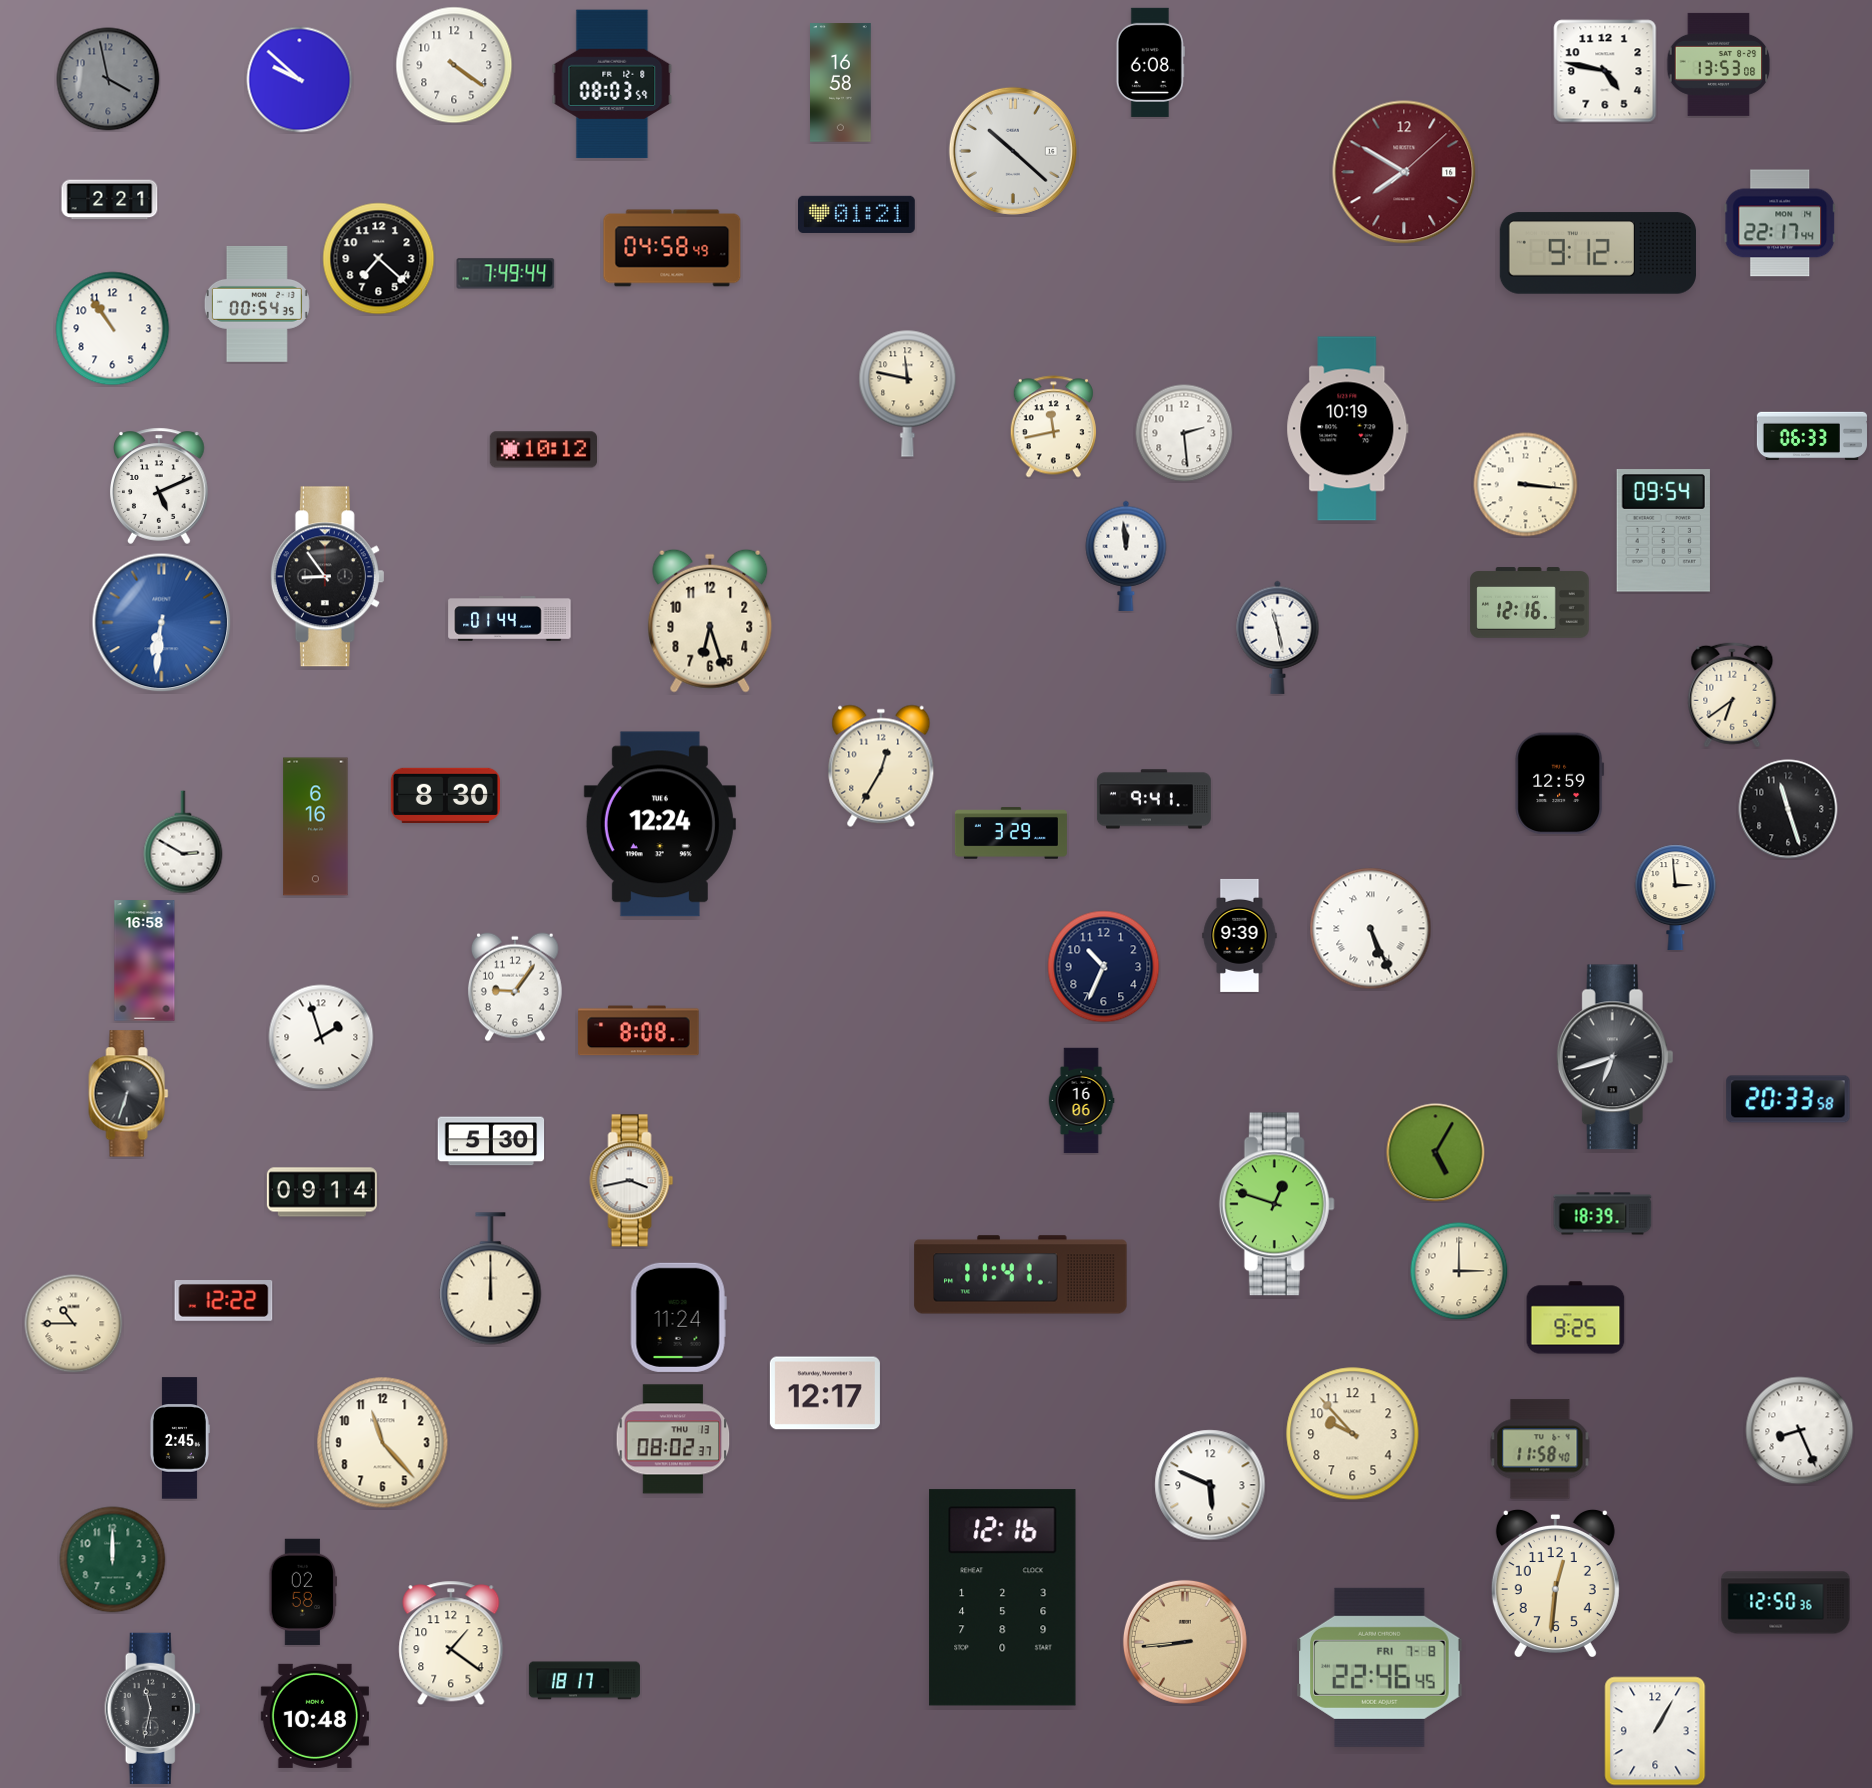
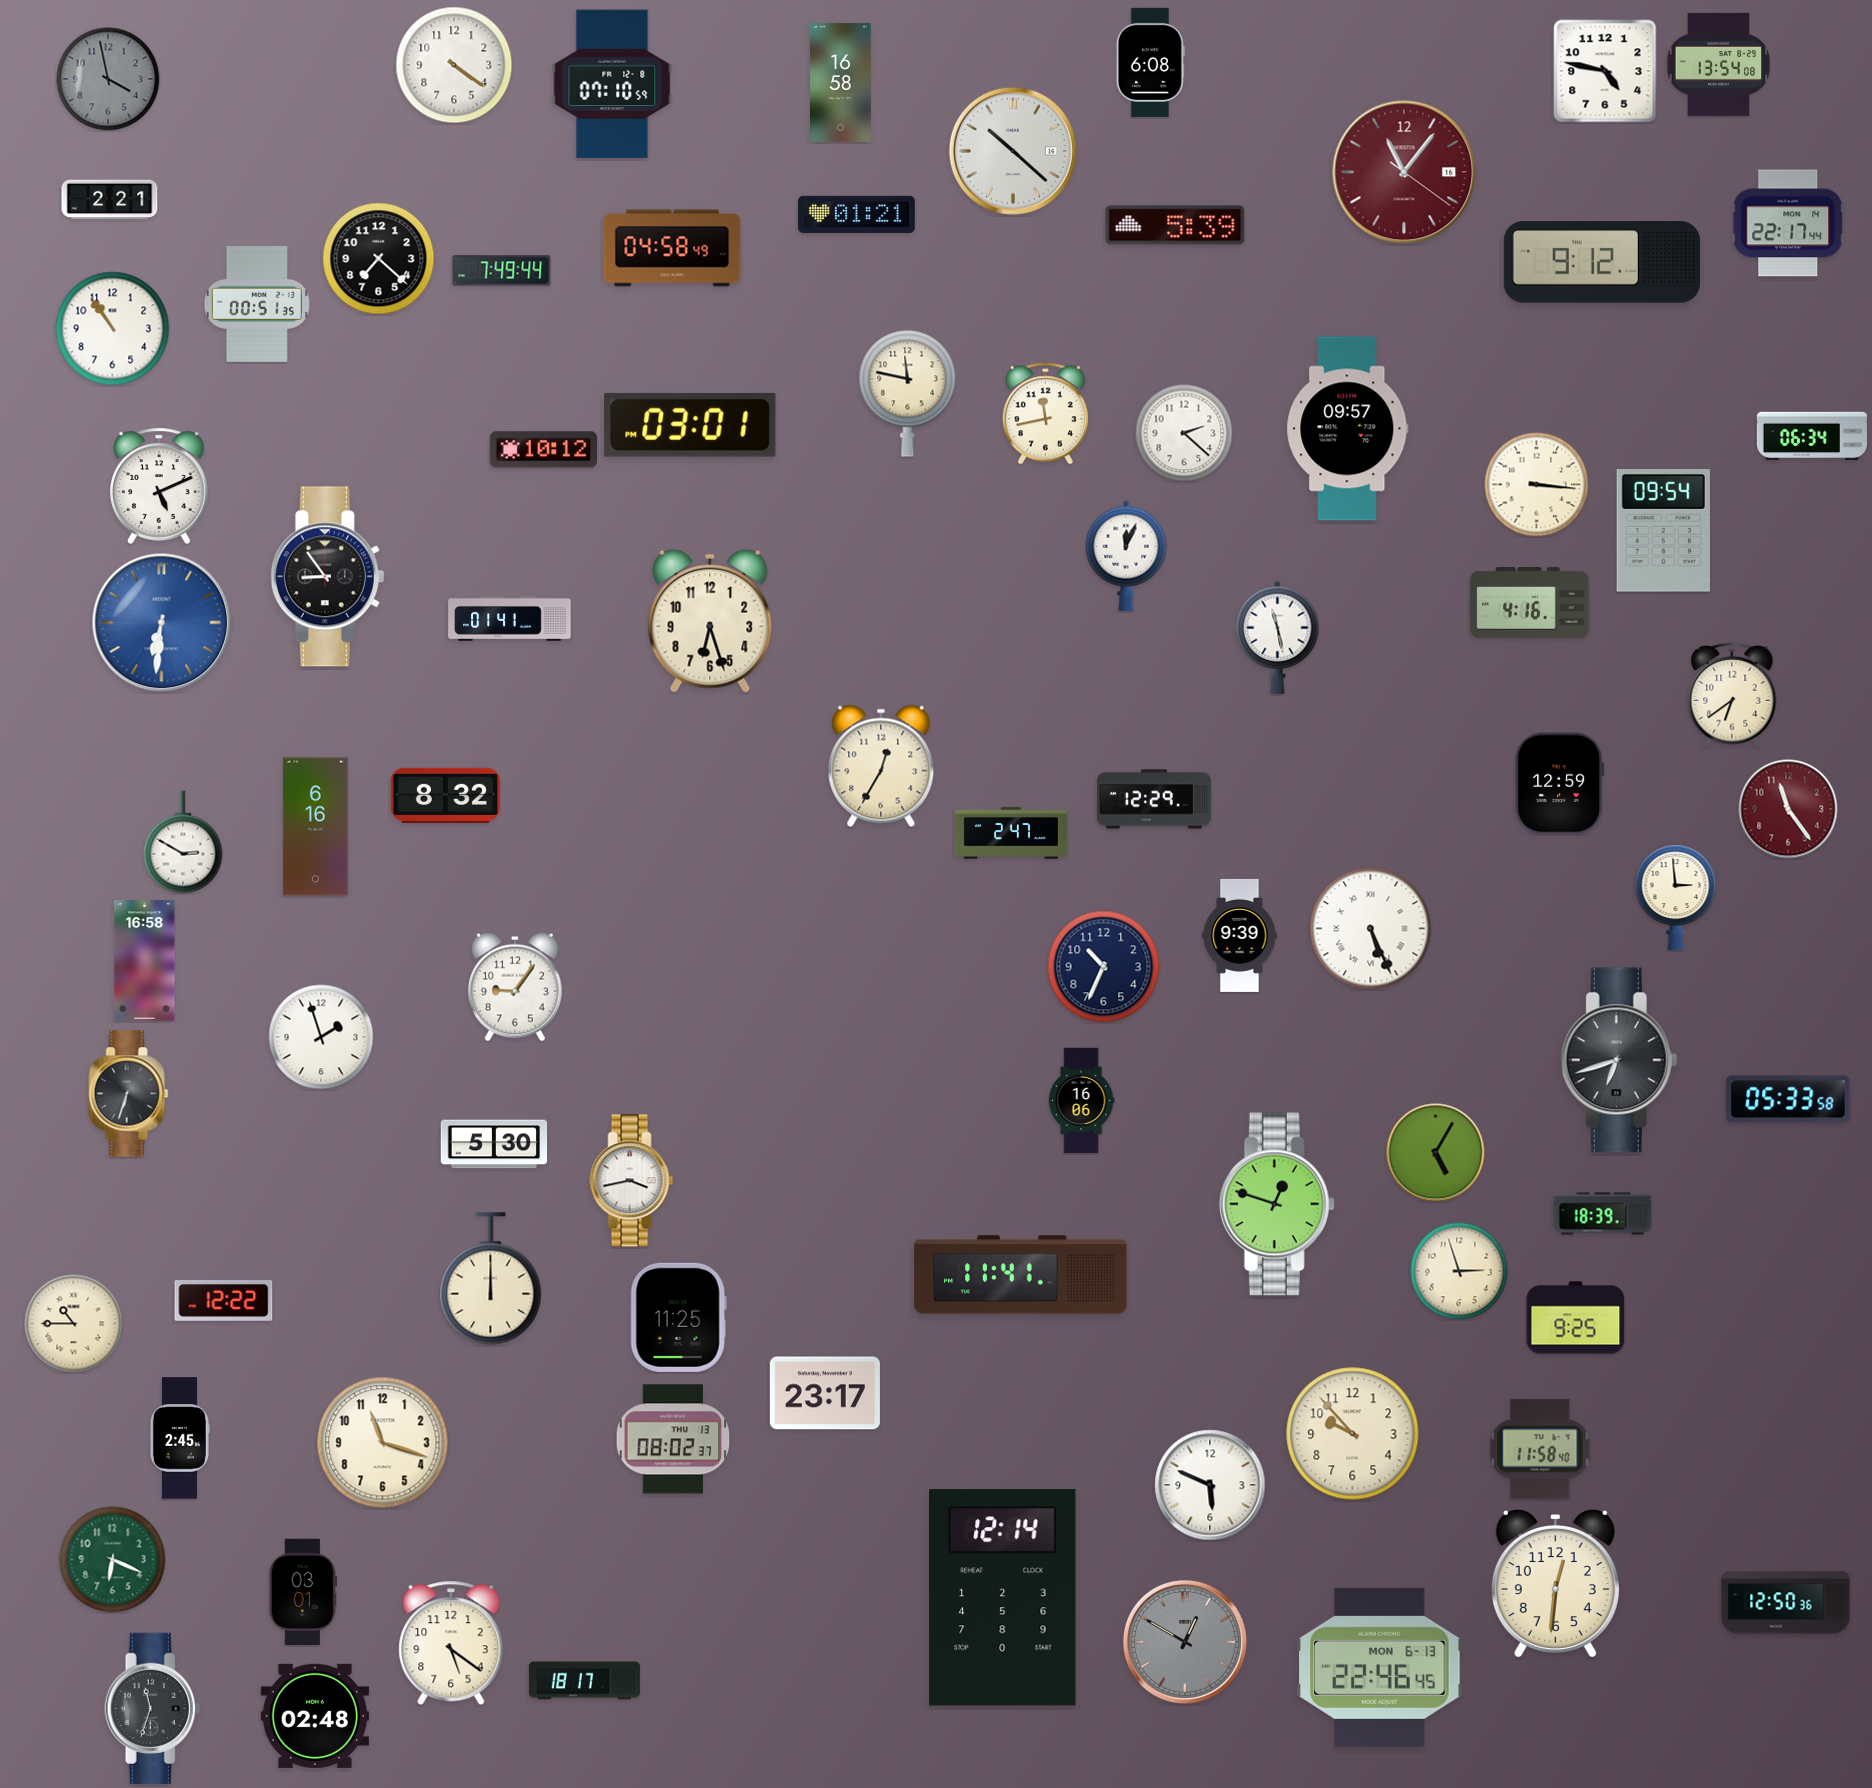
clock at (1719, 64): 13:53 -> 13:54
clock at (300, 80): 9:52 -> none
clock at (612, 84): 08:03 -> 07:10
clock at (1404, 172): 7:50 -> 11:06
clock at (1780, 223) position: (1780, 223) -> (1788, 223)
clock at (1175, 225): none -> 5:39
clock at (1597, 253) position: (1597, 253) -> (1601, 262)
clock at (506, 274) position: (506, 274) -> (502, 271)
clock at (257, 304): 00:54 -> 00:51
clock at (690, 425): none -> 03:01
clock at (1053, 427) position: (1053, 427) -> (1045, 414)
clock at (1348, 429): 10:19 -> 09:57
clock at (1184, 433): 2:29 -> 2:22
clock at (1812, 436): 06:33 -> 06:34
clock at (1526, 485) position: (1526, 485) -> (1537, 485)
clock at (1126, 556): 11:59 -> 12:04
clock at (1530, 603): 12:16 -> 4:16
clock at (510, 619): 01:44 -> 01:41
clock at (445, 795): 8:30 -> 8:32
clock at (1154, 799): 9:41 -> 12:29
clock at (1788, 809): 11:27 -> 11:24
clock at (1788, 809) dial: black -> burgundy
clock at (660, 824): 12:24 -> none
clock at (1011, 833): 3:29 -> 2:47
clock at (639, 1031): 8:08 -> none
clock at (1615, 1057) position: (1615, 1057) -> (1619, 1060)
clock at (1788, 1099): 20:33 -> 05:33
clock at (491, 1141) position: (491, 1141) -> (494, 1144)
clock at (322, 1192): 09:14 -> none
clock at (1459, 1271): 3:00 -> 2:57
clock at (678, 1317): 11:24 -> 11:25
clock at (825, 1393): 12:17 -> 23:17
clock at (1800, 1431): 8:26 -> none
clock at (383, 1443): 11:23 -> 11:18
clock at (113, 1560): 12:00 -> 6:19
clock at (302, 1592): 02:58 -> 03:01
clock at (1003, 1598): 12:16 -> 12:14
clock at (1185, 1642): 8:44 -> 12:50
clock at (1185, 1642) dial: champagne -> grey
clock at (451, 1643): 1:21 -> 5:21
clock at (1380, 1667) date: FRI 7-8 -> MON 6-13
clock at (153, 1708): 11:32 -> 11:33
clock at (315, 1716): 10:48 -> 02:48
clock at (1655, 1731): 1:05 -> none
